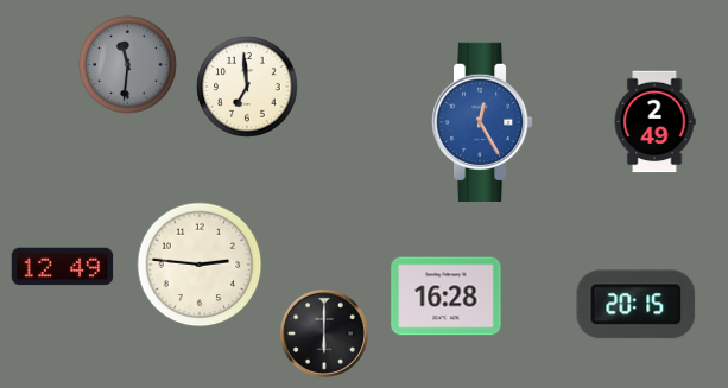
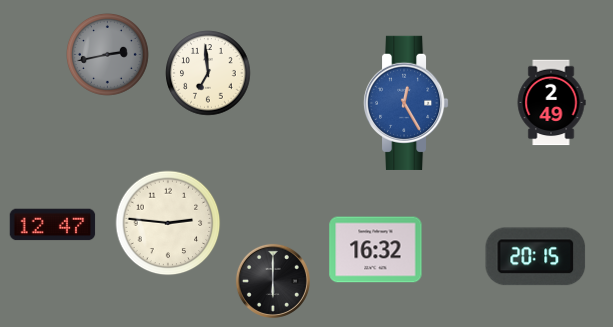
clock at (128, 65): 11:31 -> 2:43
clock at (63, 267): 12:49 -> 12:47
clock at (447, 297): 16:28 -> 16:32
